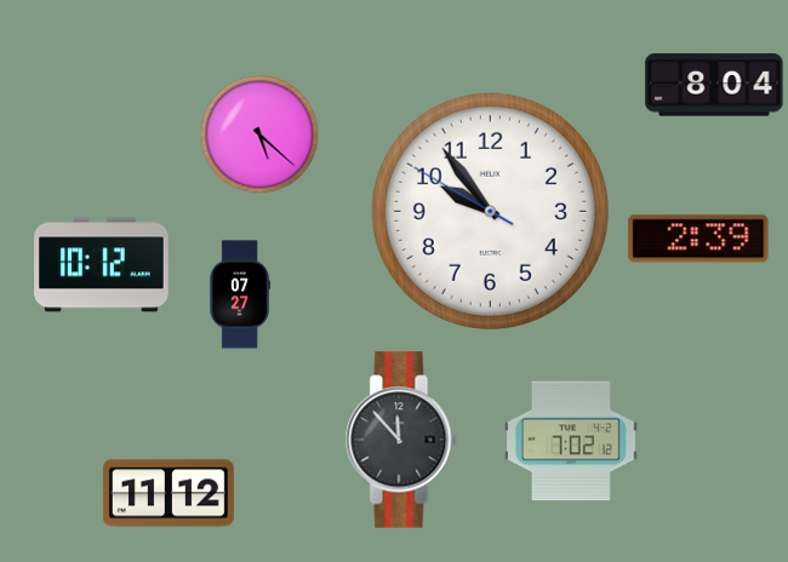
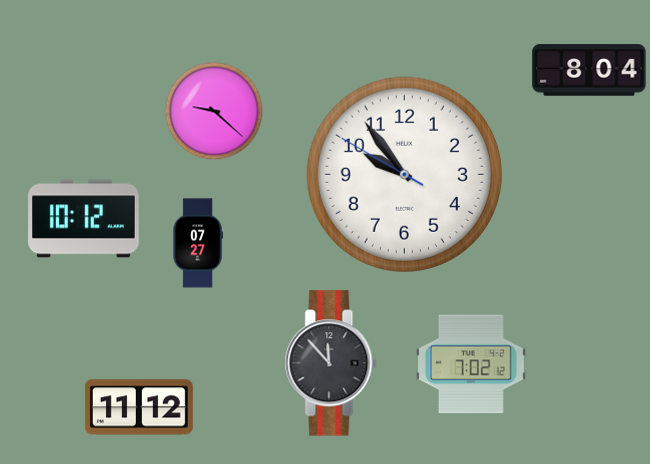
clock at (259, 134): 5:22 -> 9:22
clock at (698, 239): 2:39 -> none
